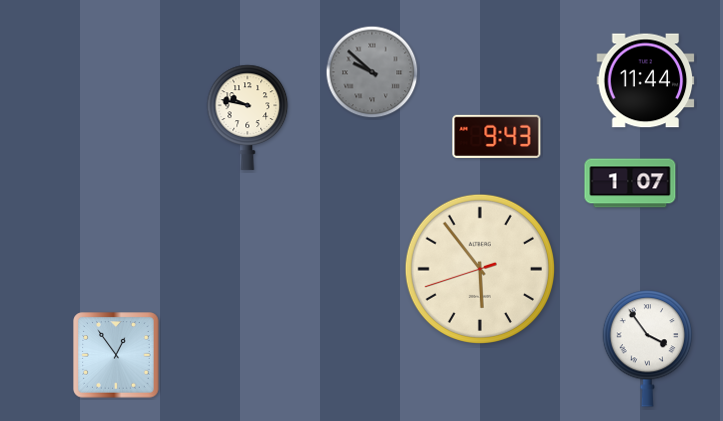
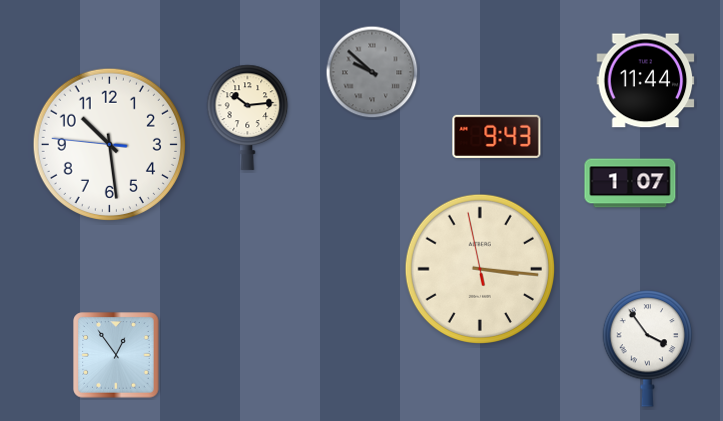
clock at (248, 117): 9:47 -> 10:14
clock at (109, 144): none -> 10:28
clock at (480, 269): 5:53 -> 3:15
